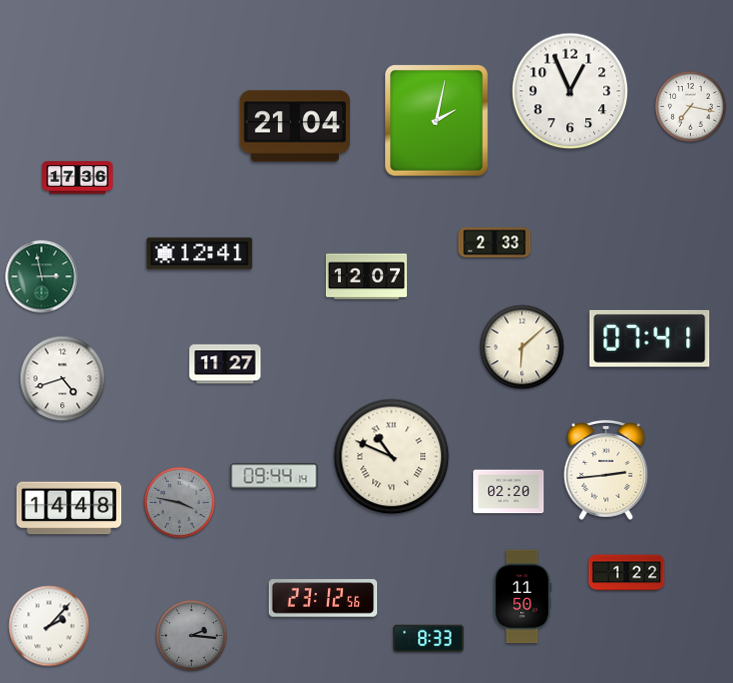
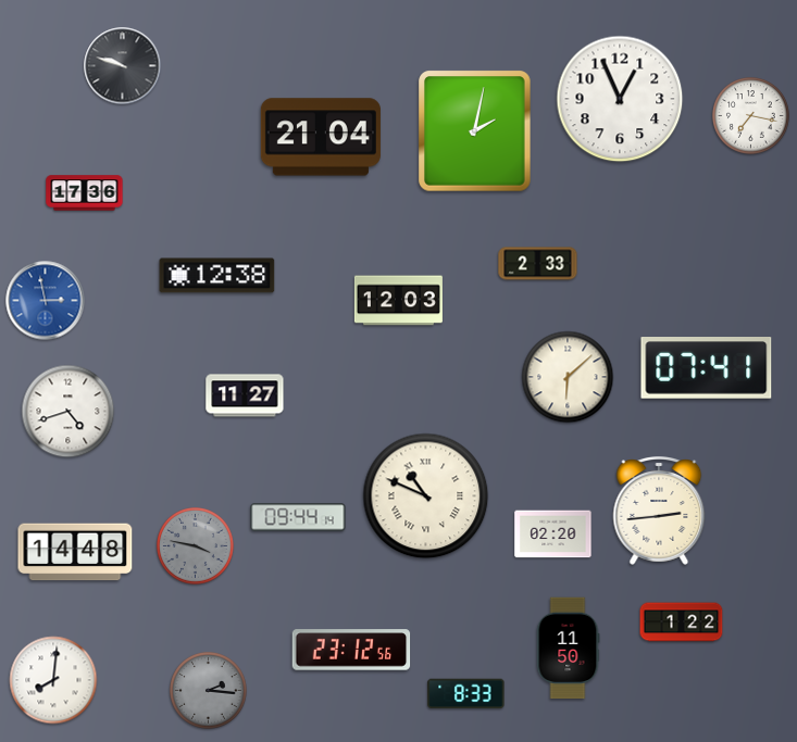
clock at (123, 66): none -> 9:48
clock at (200, 254): 12:41 -> 12:38
clock at (42, 277) dial: green -> blue
clock at (366, 277): 12:07 -> 12:03
clock at (49, 626): 2:07 -> 8:01
